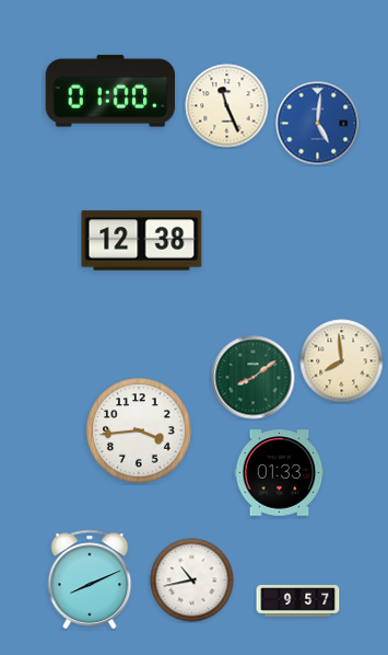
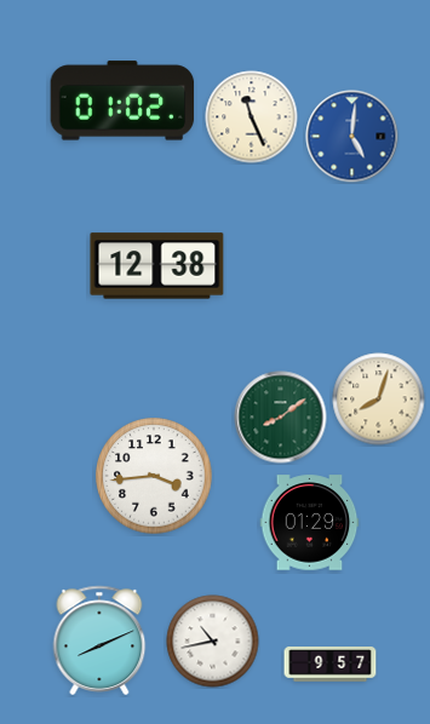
clock at (110, 91): 01:00 -> 01:02
clock at (342, 361): 7:59 -> 8:03
clock at (280, 473): 01:33 -> 01:29
